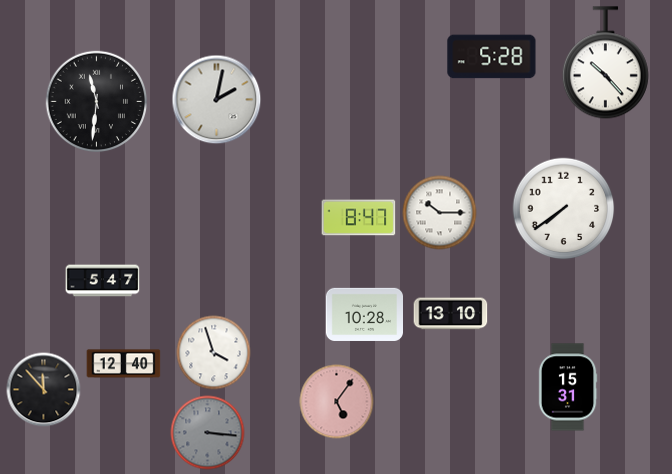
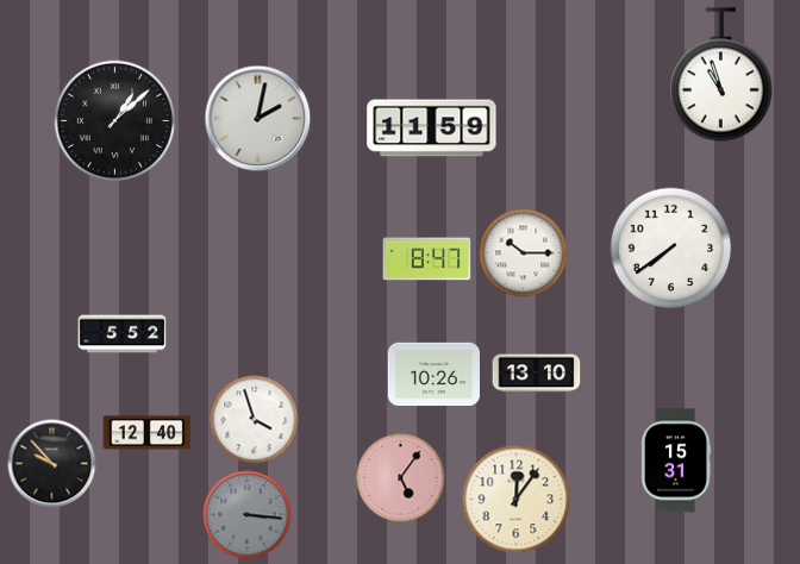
clock at (492, 57): 5:28 -> none
clock at (605, 63): 10:23 -> 10:57
clock at (97, 102): 11:31 -> 1:08
clock at (432, 129): none -> 11:59
clock at (103, 281): 5:47 -> 5:52
clock at (364, 314): 10:28 -> 10:26
clock at (44, 390): 11:53 -> 9:53
clock at (517, 500): none -> 12:06
